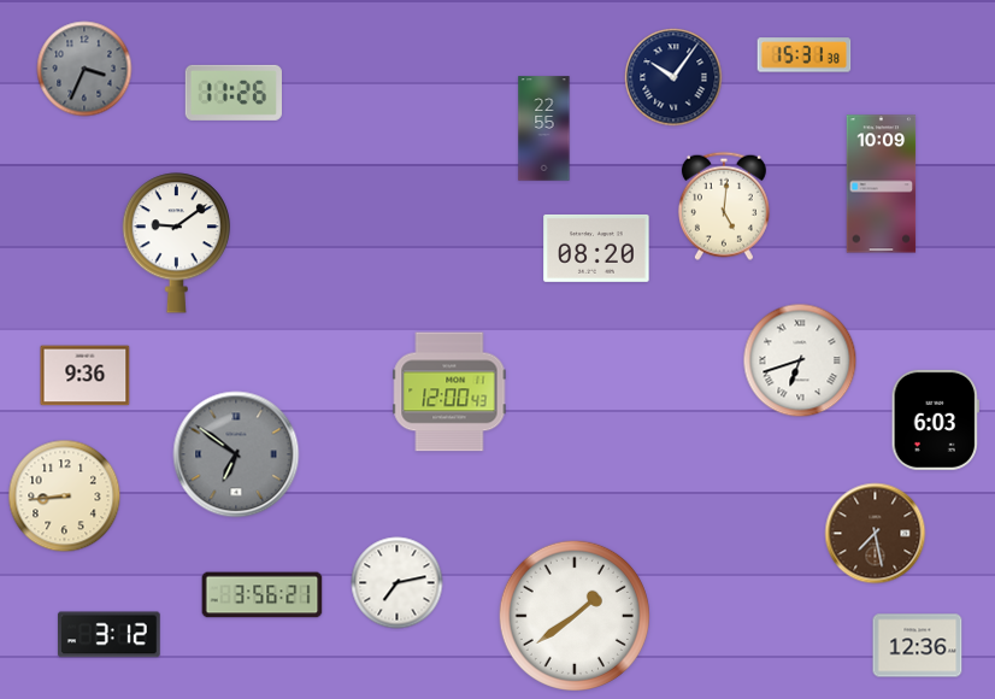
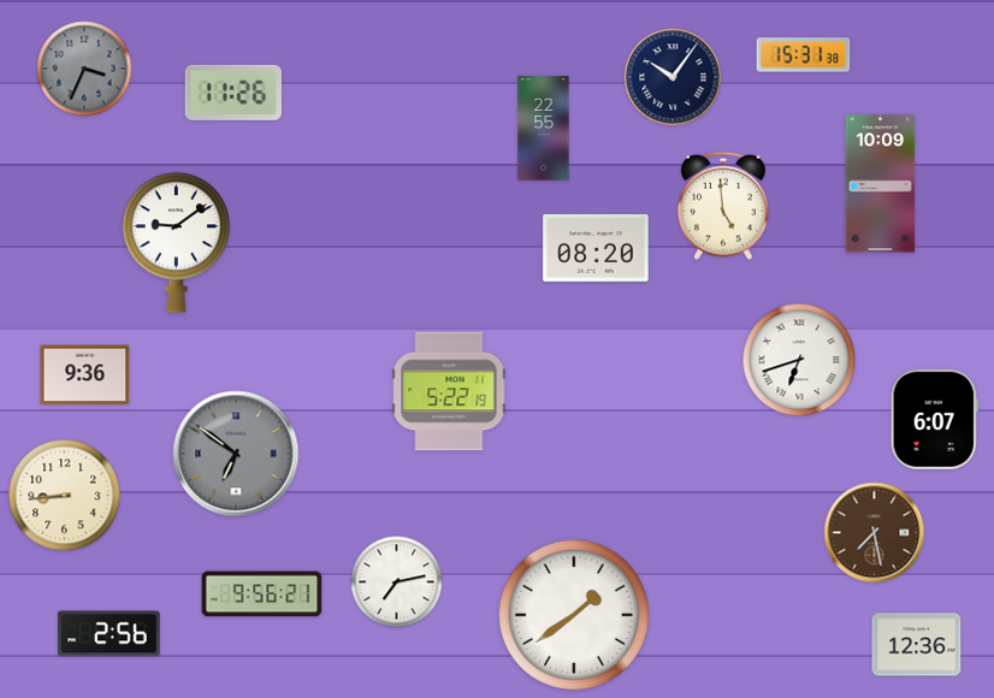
clock at (724, 206): 5:01 -> 4:59
clock at (449, 392): 12:00 -> 5:22
clock at (935, 419): 6:03 -> 6:07
clock at (263, 595): 3:56 -> 9:56
clock at (108, 635): 3:12 -> 2:56
